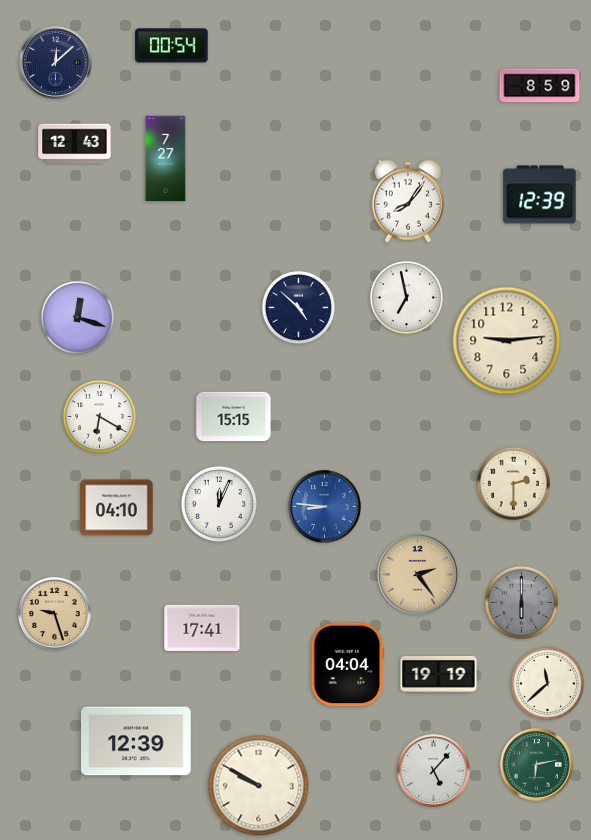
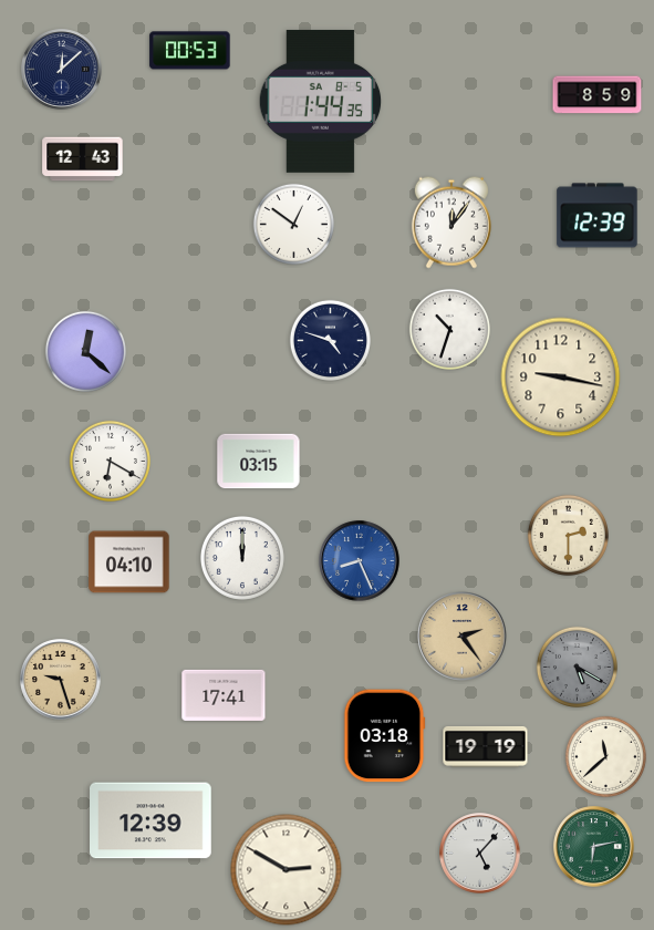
clock at (172, 46): 00:54 -> 00:53
clock at (321, 101): none -> 1:44
clock at (166, 159): 7:27 -> none
clock at (408, 201): 8:06 -> 12:06
clock at (293, 224): none -> 12:51
clock at (406, 297): 6:58 -> 10:33
clock at (298, 307): 4:52 -> 4:48
clock at (77, 317): 12:18 -> 12:22
clock at (507, 341): 9:14 -> 9:17
clock at (234, 417): 15:15 -> 03:15
clock at (219, 504): 12:04 -> 12:00
clock at (325, 507): 8:46 -> 8:26
clock at (521, 602): 6:00 -> 5:20
clock at (348, 665): 04:04 -> 03:18
clock at (259, 786): 9:50 -> 2:50
